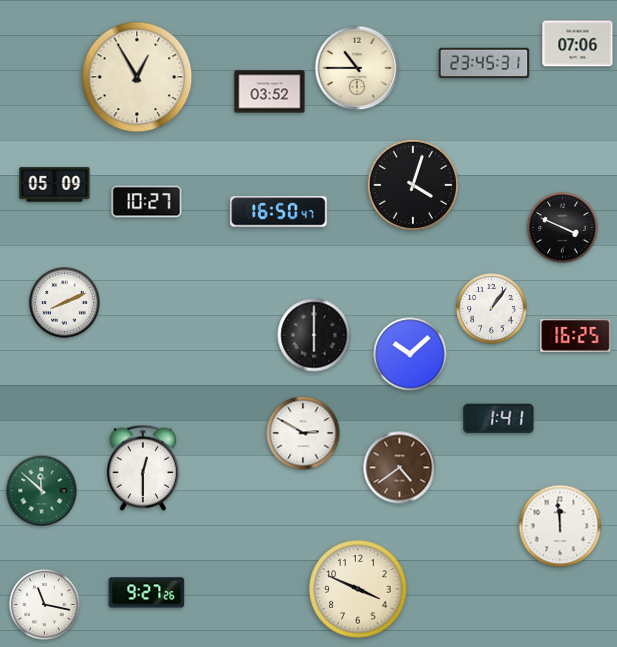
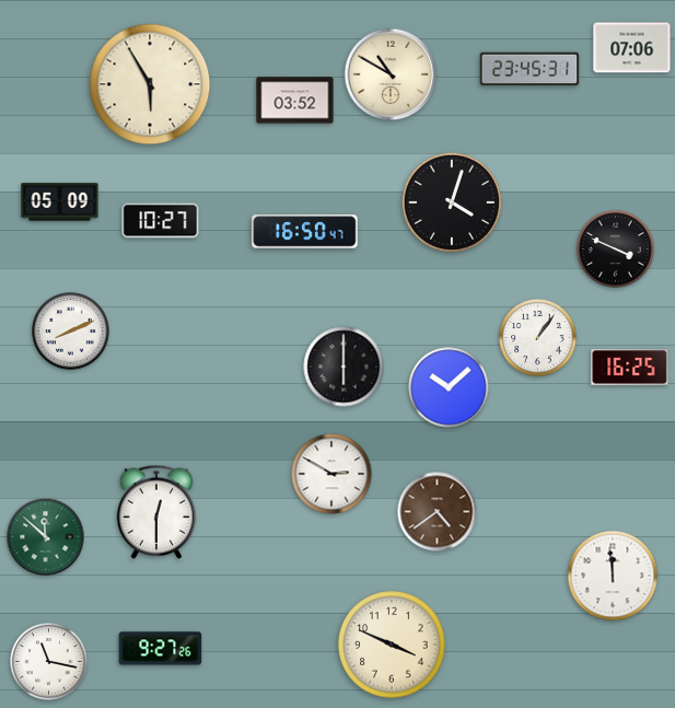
clock at (357, 68): 10:45 -> 10:50
clock at (137, 77): 12:55 -> 5:55
clock at (499, 419): 1:41 -> none
